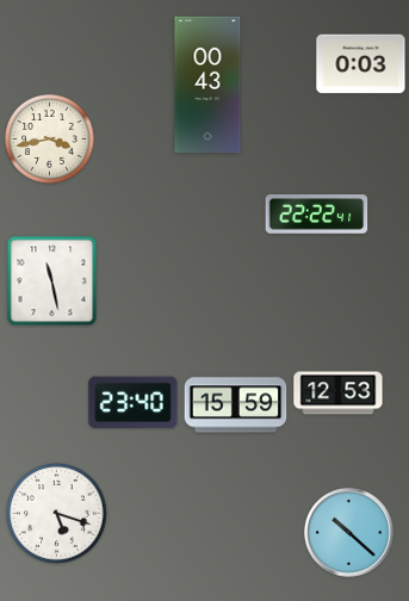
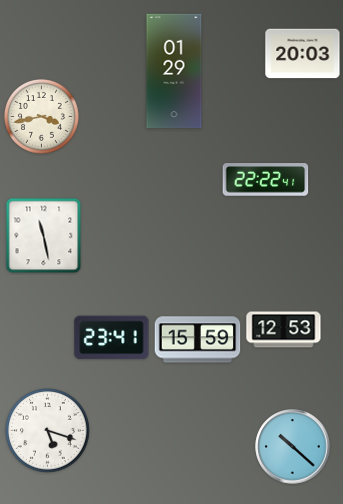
clock at (361, 64): 0:03 -> 20:03
clock at (207, 85): 00:43 -> 01:29
clock at (134, 403): 23:40 -> 23:41
